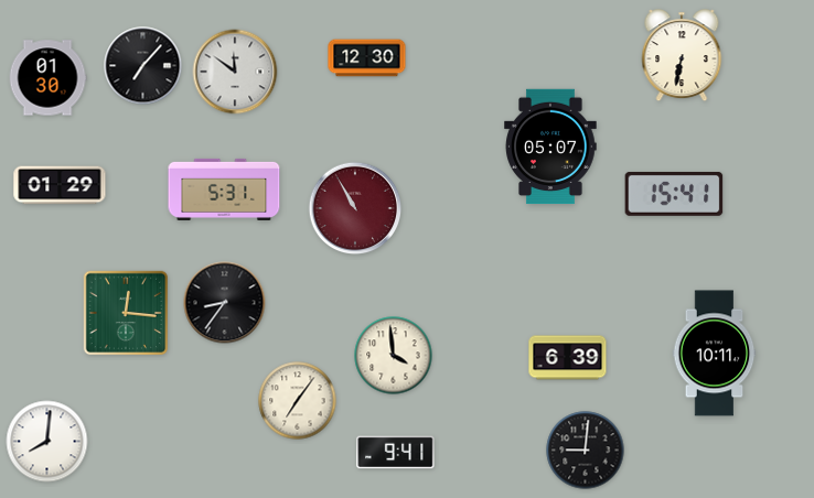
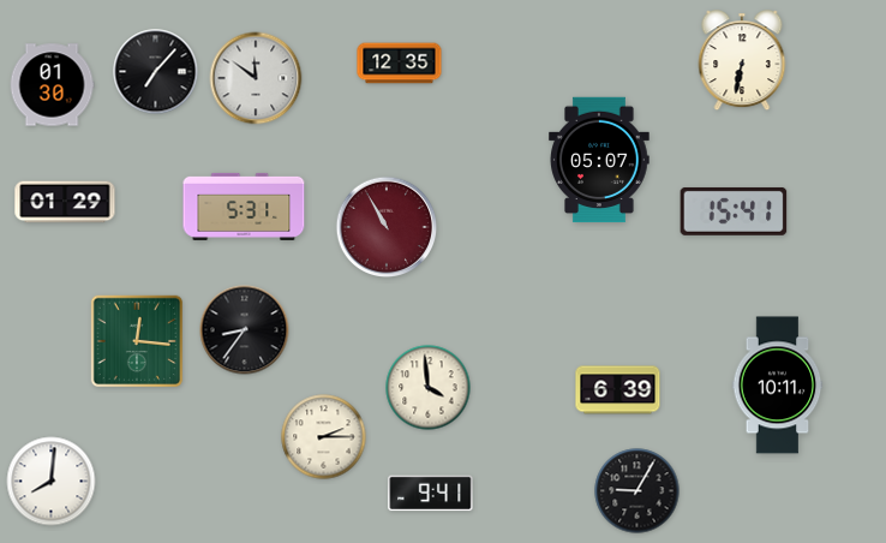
clock at (367, 58): 12:30 -> 12:35
clock at (298, 401): 7:06 -> 2:15
clock at (586, 451): 9:01 -> 9:05
